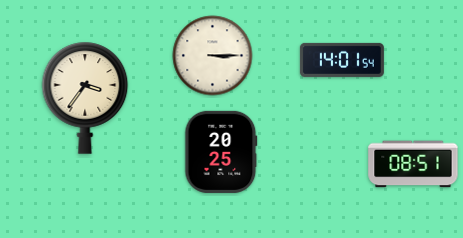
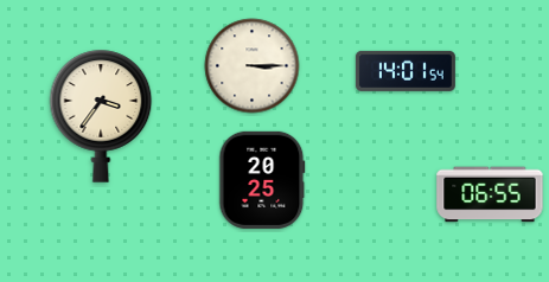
clock at (413, 164): 08:51 -> 06:55
